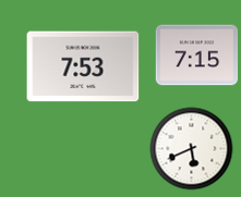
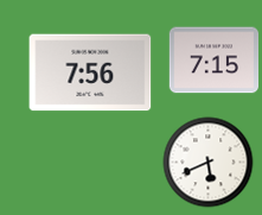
clock at (83, 66): 7:53 -> 7:56
